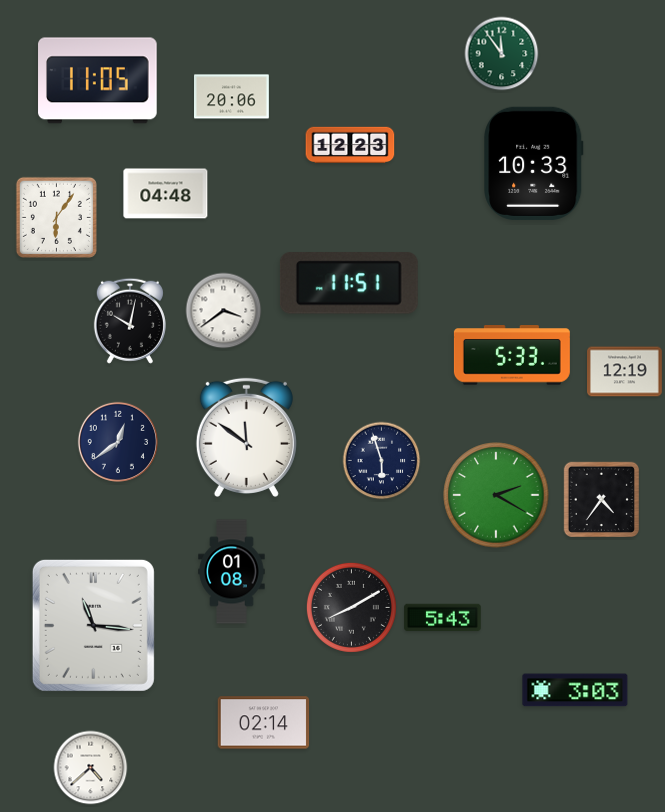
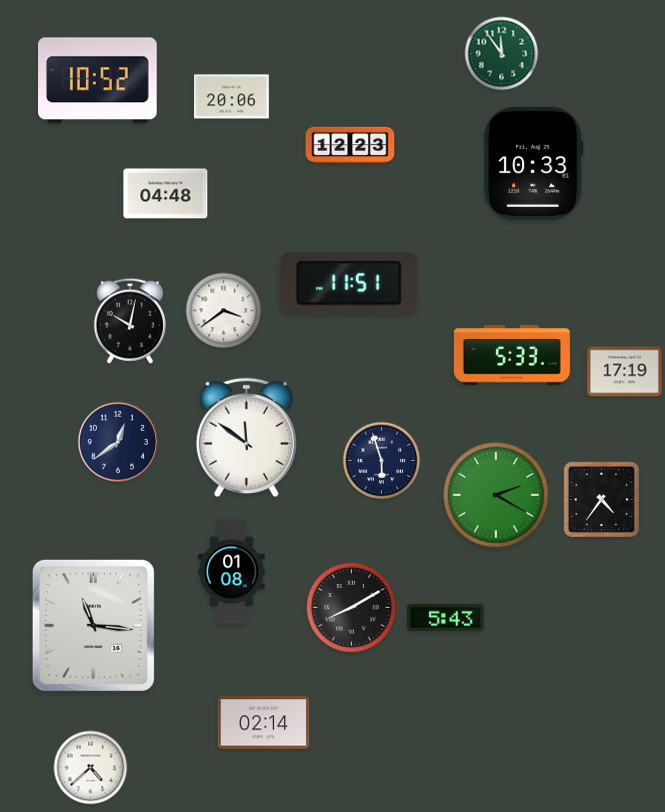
clock at (98, 81): 11:05 -> 10:52
clock at (56, 217): 6:06 -> none
clock at (625, 372): 12:19 -> 17:19
clock at (443, 618) position: (443, 618) -> (446, 618)
clock at (575, 690): 3:03 -> none
